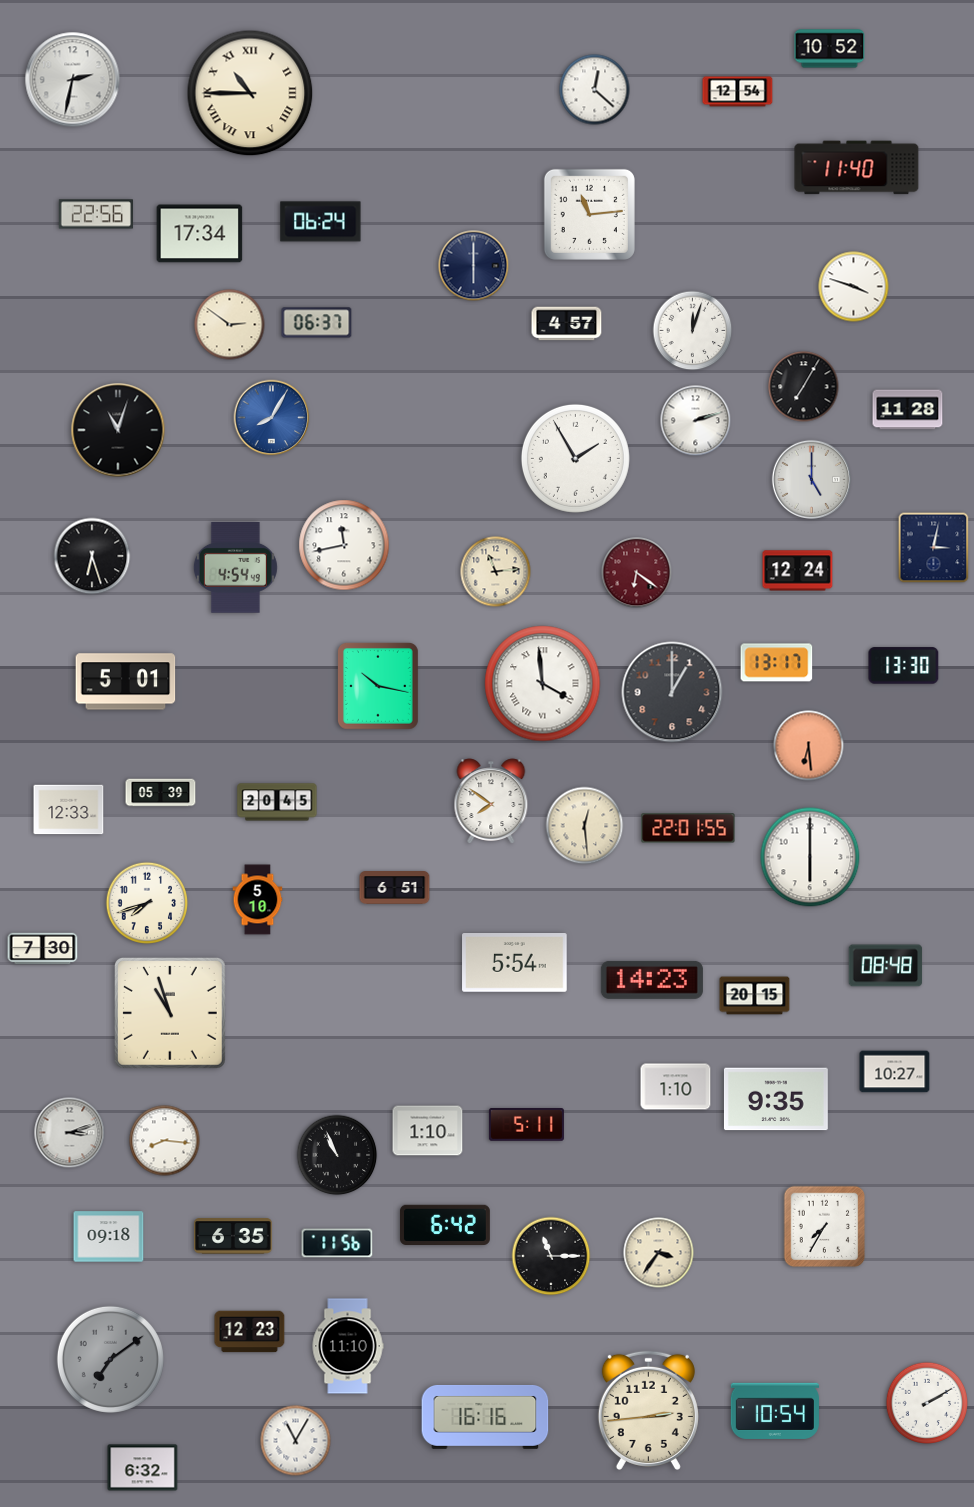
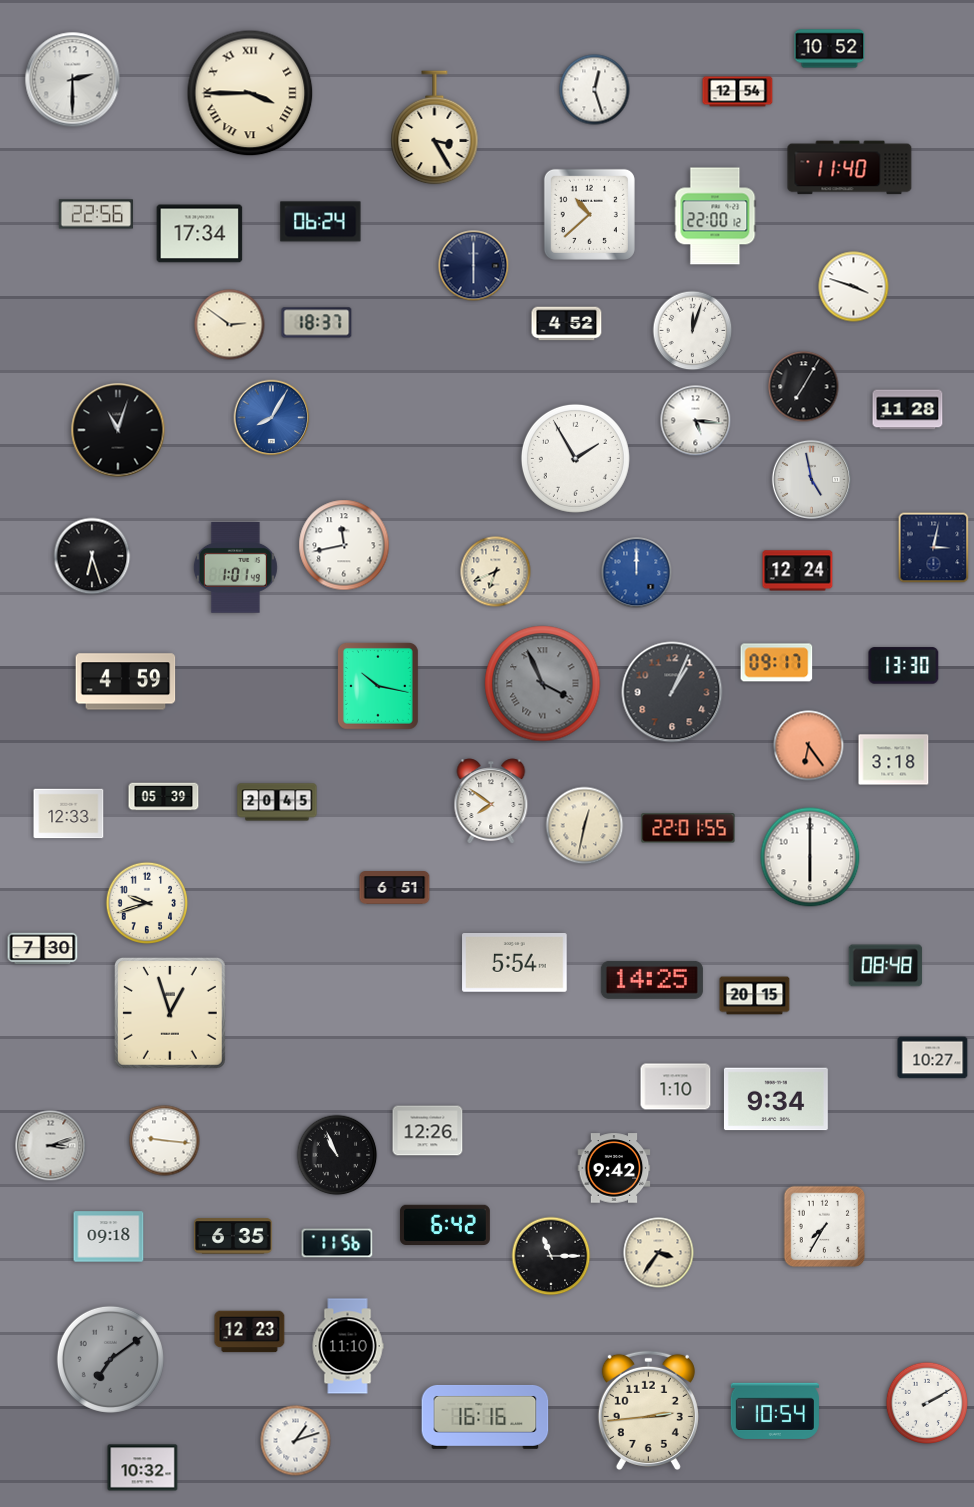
clock at (73, 80): 2:32 -> 2:30
clock at (595, 90): 12:22 -> 12:27
clock at (250, 93): 10:45 -> 3:45
clock at (435, 128): none -> 3:25
clock at (857, 168) position: (857, 168) -> (850, 168)
clock at (589, 214): 11:14 -> 10:38
clock at (715, 216): none -> 22:00
clock at (317, 323): 06:37 -> 18:37
clock at (567, 324): 4:57 -> 4:52
clock at (696, 421): 2:12 -> 5:16
clock at (811, 479): 5:00 -> 4:58
clock at (235, 568): 4:54 -> 1:01
clock at (496, 572): 11:14 -> 6:41
clock at (637, 573): 6:21 -> 12:00
clock at (637, 573) dial: burgundy -> blue
clock at (777, 663): 13:17 -> 09:17
clock at (126, 682): 5:01 -> 4:59
clock at (543, 684): 3:59 -> 3:56
clock at (543, 684) dial: white -> grey
clock at (672, 692): 1:00 -> 1:04
clock at (809, 746): 6:29 -> 6:24
clock at (894, 760): none -> 3:18
clock at (161, 793) position: (161, 793) -> (164, 797)
clock at (69, 810) position: (69, 810) -> (69, 814)
clock at (585, 826): 12:29 -> 12:32
clock at (258, 900): 5:10 -> none
clock at (146, 902): 7:42 -> 9:42
clock at (652, 980): 14:23 -> 14:25
clock at (170, 1013): 10:57 -> 12:57
clock at (895, 1072) position: (895, 1072) -> (933, 1058)
clock at (776, 1099): 9:35 -> 9:34
clock at (526, 1125): 5:11 -> none
clock at (428, 1131): 1:10 -> 12:26
clock at (70, 1133) position: (70, 1133) -> (51, 1146)
clock at (165, 1141): 8:16 -> 9:16
clock at (614, 1168): none -> 9:42
clock at (296, 1441): 11:05 -> 1:12
clock at (143, 1468): 6:32 -> 10:32
